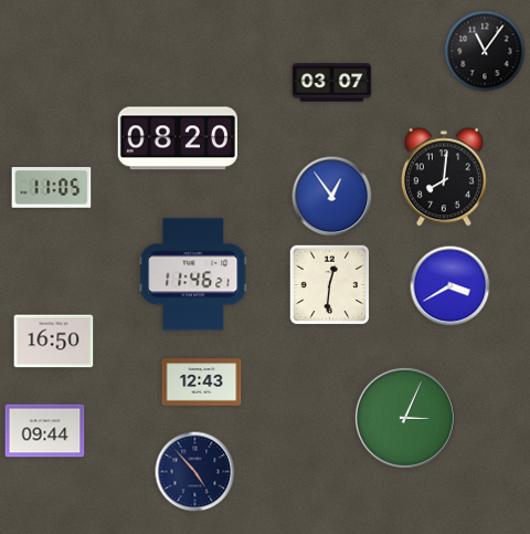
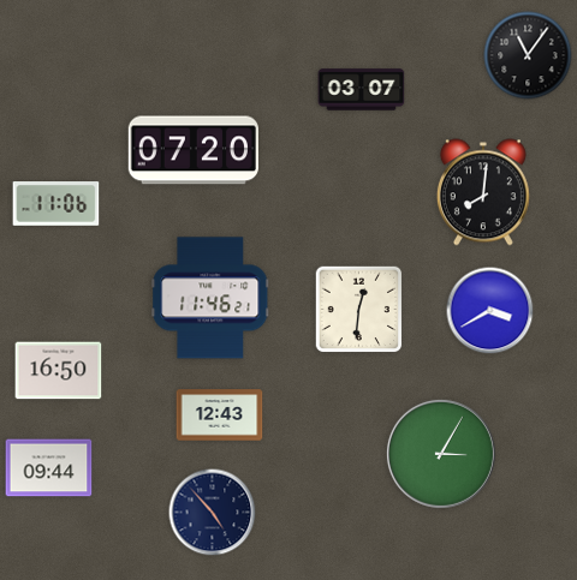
clock at (178, 138): 08:20 -> 07:20
clock at (52, 188): 11:05 -> 11:06
clock at (332, 197): 12:54 -> none
clock at (405, 418): 3:04 -> 3:05
